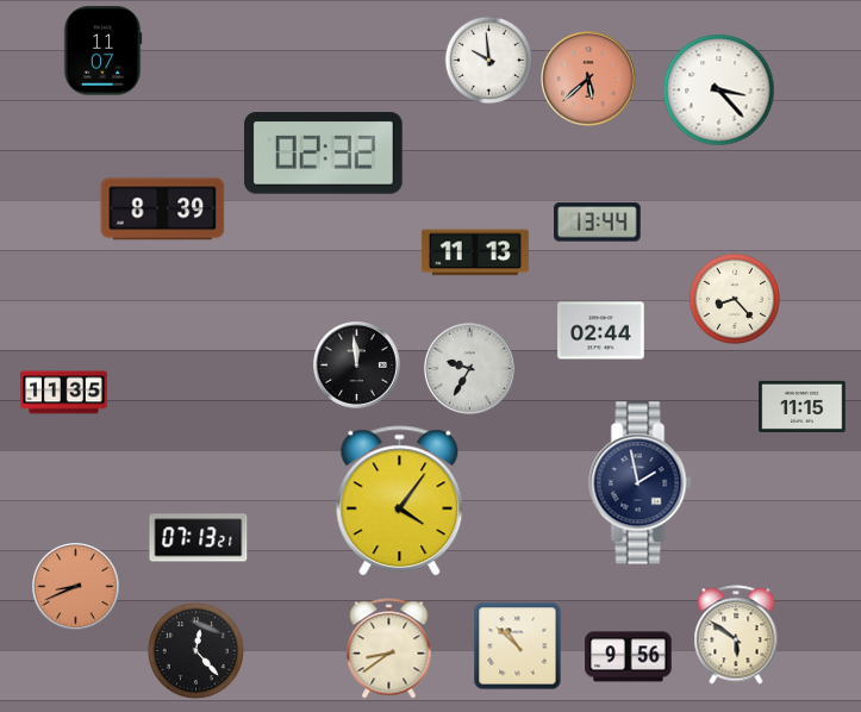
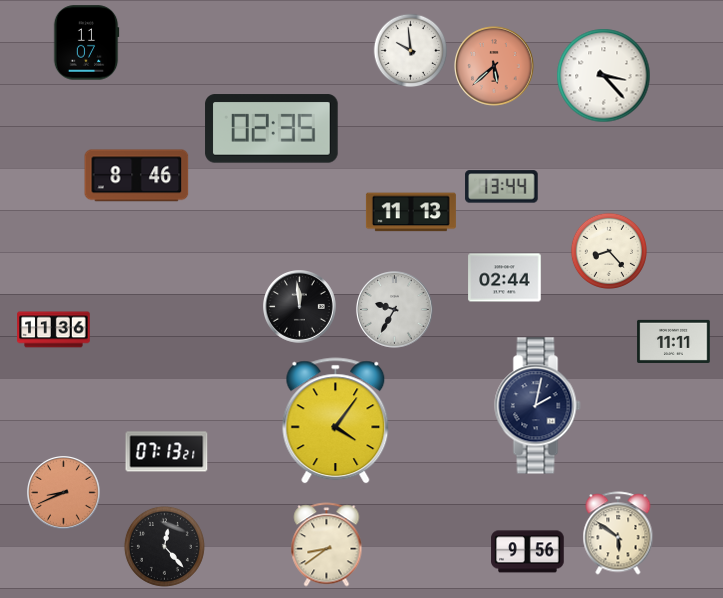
clock at (324, 154): 02:32 -> 02:35
clock at (163, 210): 8:39 -> 8:46
clock at (475, 252) position: (475, 252) -> (411, 212)
clock at (735, 299) position: (735, 299) -> (609, 251)
clock at (64, 393): 11:35 -> 11:36
clock at (803, 406): 11:15 -> 11:11
clock at (641, 483): 1:58 -> 2:02
clock at (518, 647): 10:52 -> none
